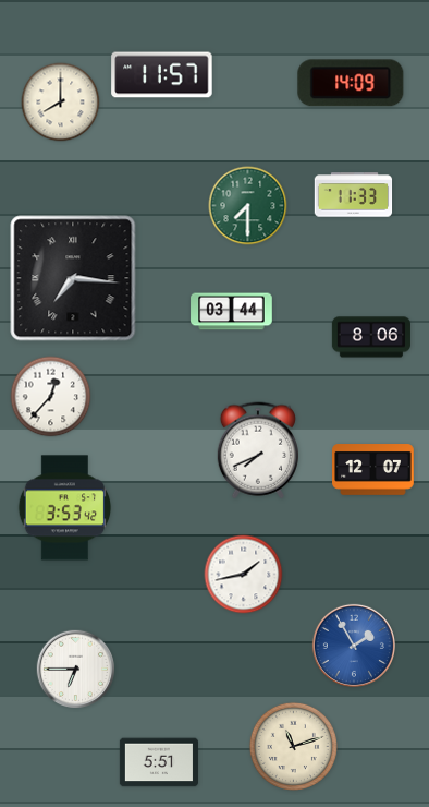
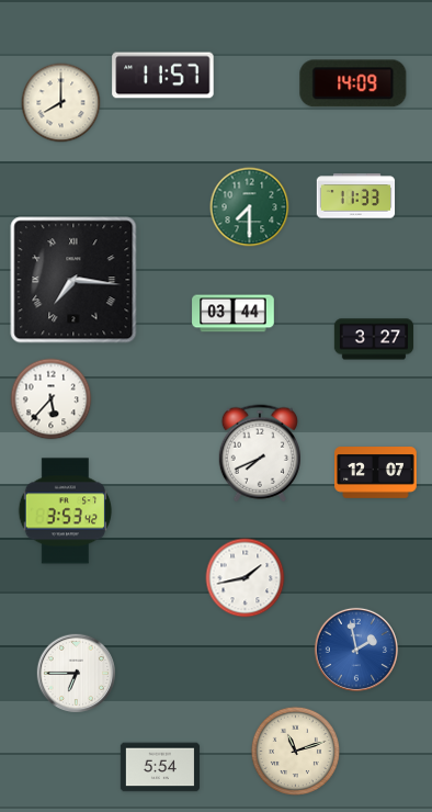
clock at (371, 337): 8:06 -> 3:27
clock at (51, 397): 12:37 -> 5:37
clock at (354, 646): 1:55 -> 1:58
clock at (159, 762): 5:51 -> 5:54
